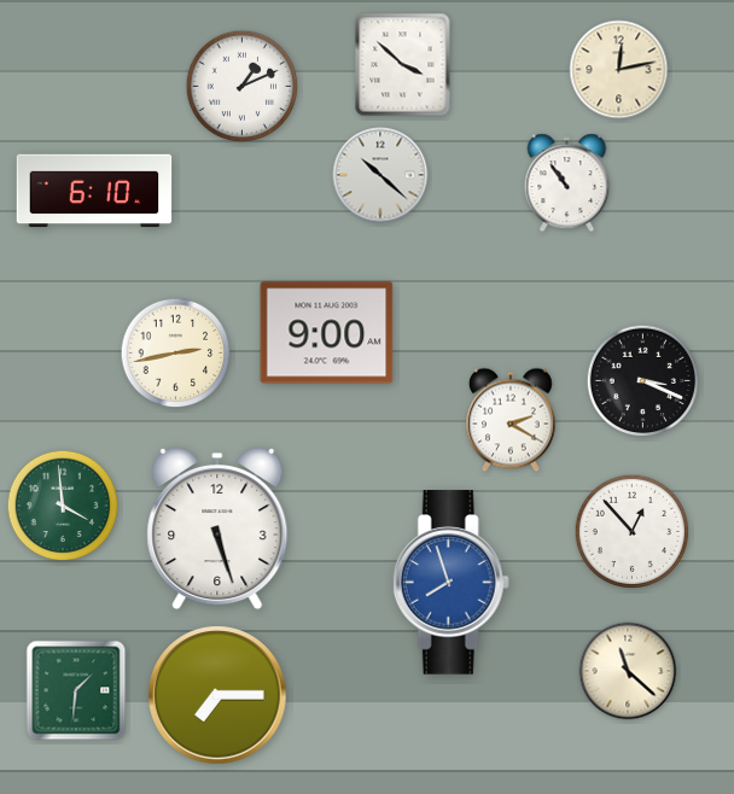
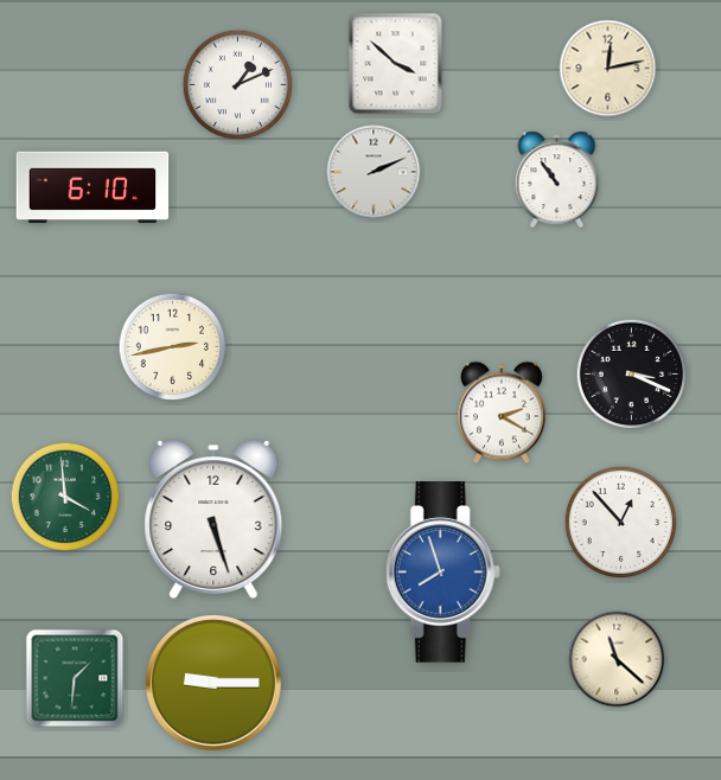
clock at (380, 175): 10:22 -> 2:11
clock at (327, 333): 9:00 -> none
clock at (63, 506) position: (63, 506) -> (65, 497)
clock at (217, 695): 7:15 -> 9:15
